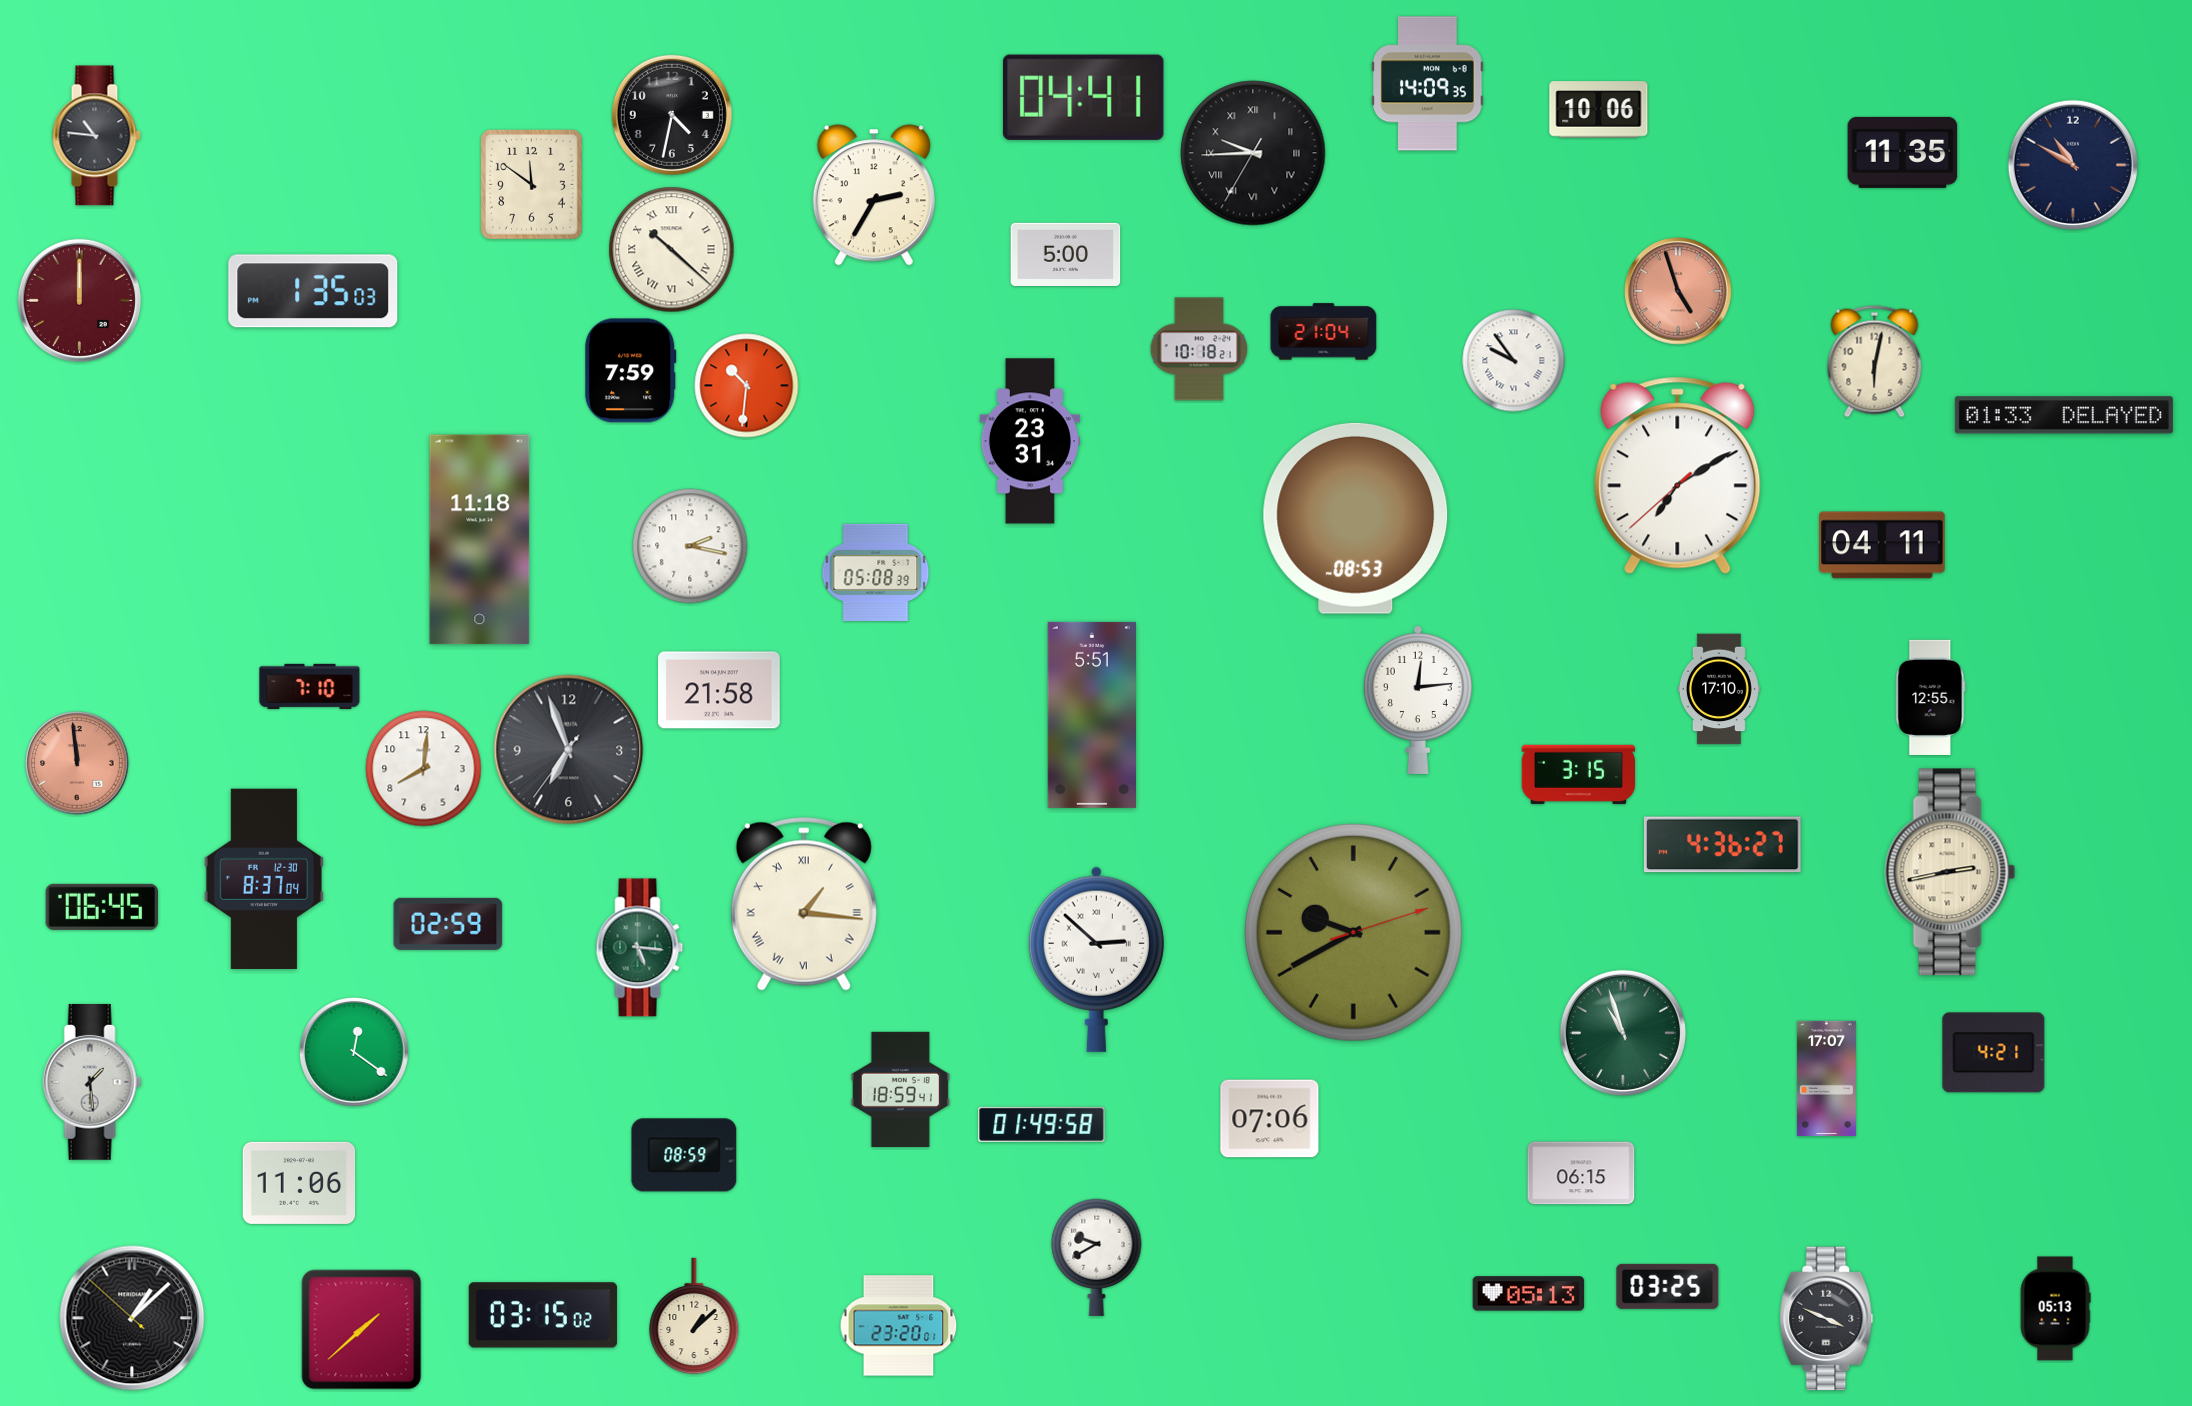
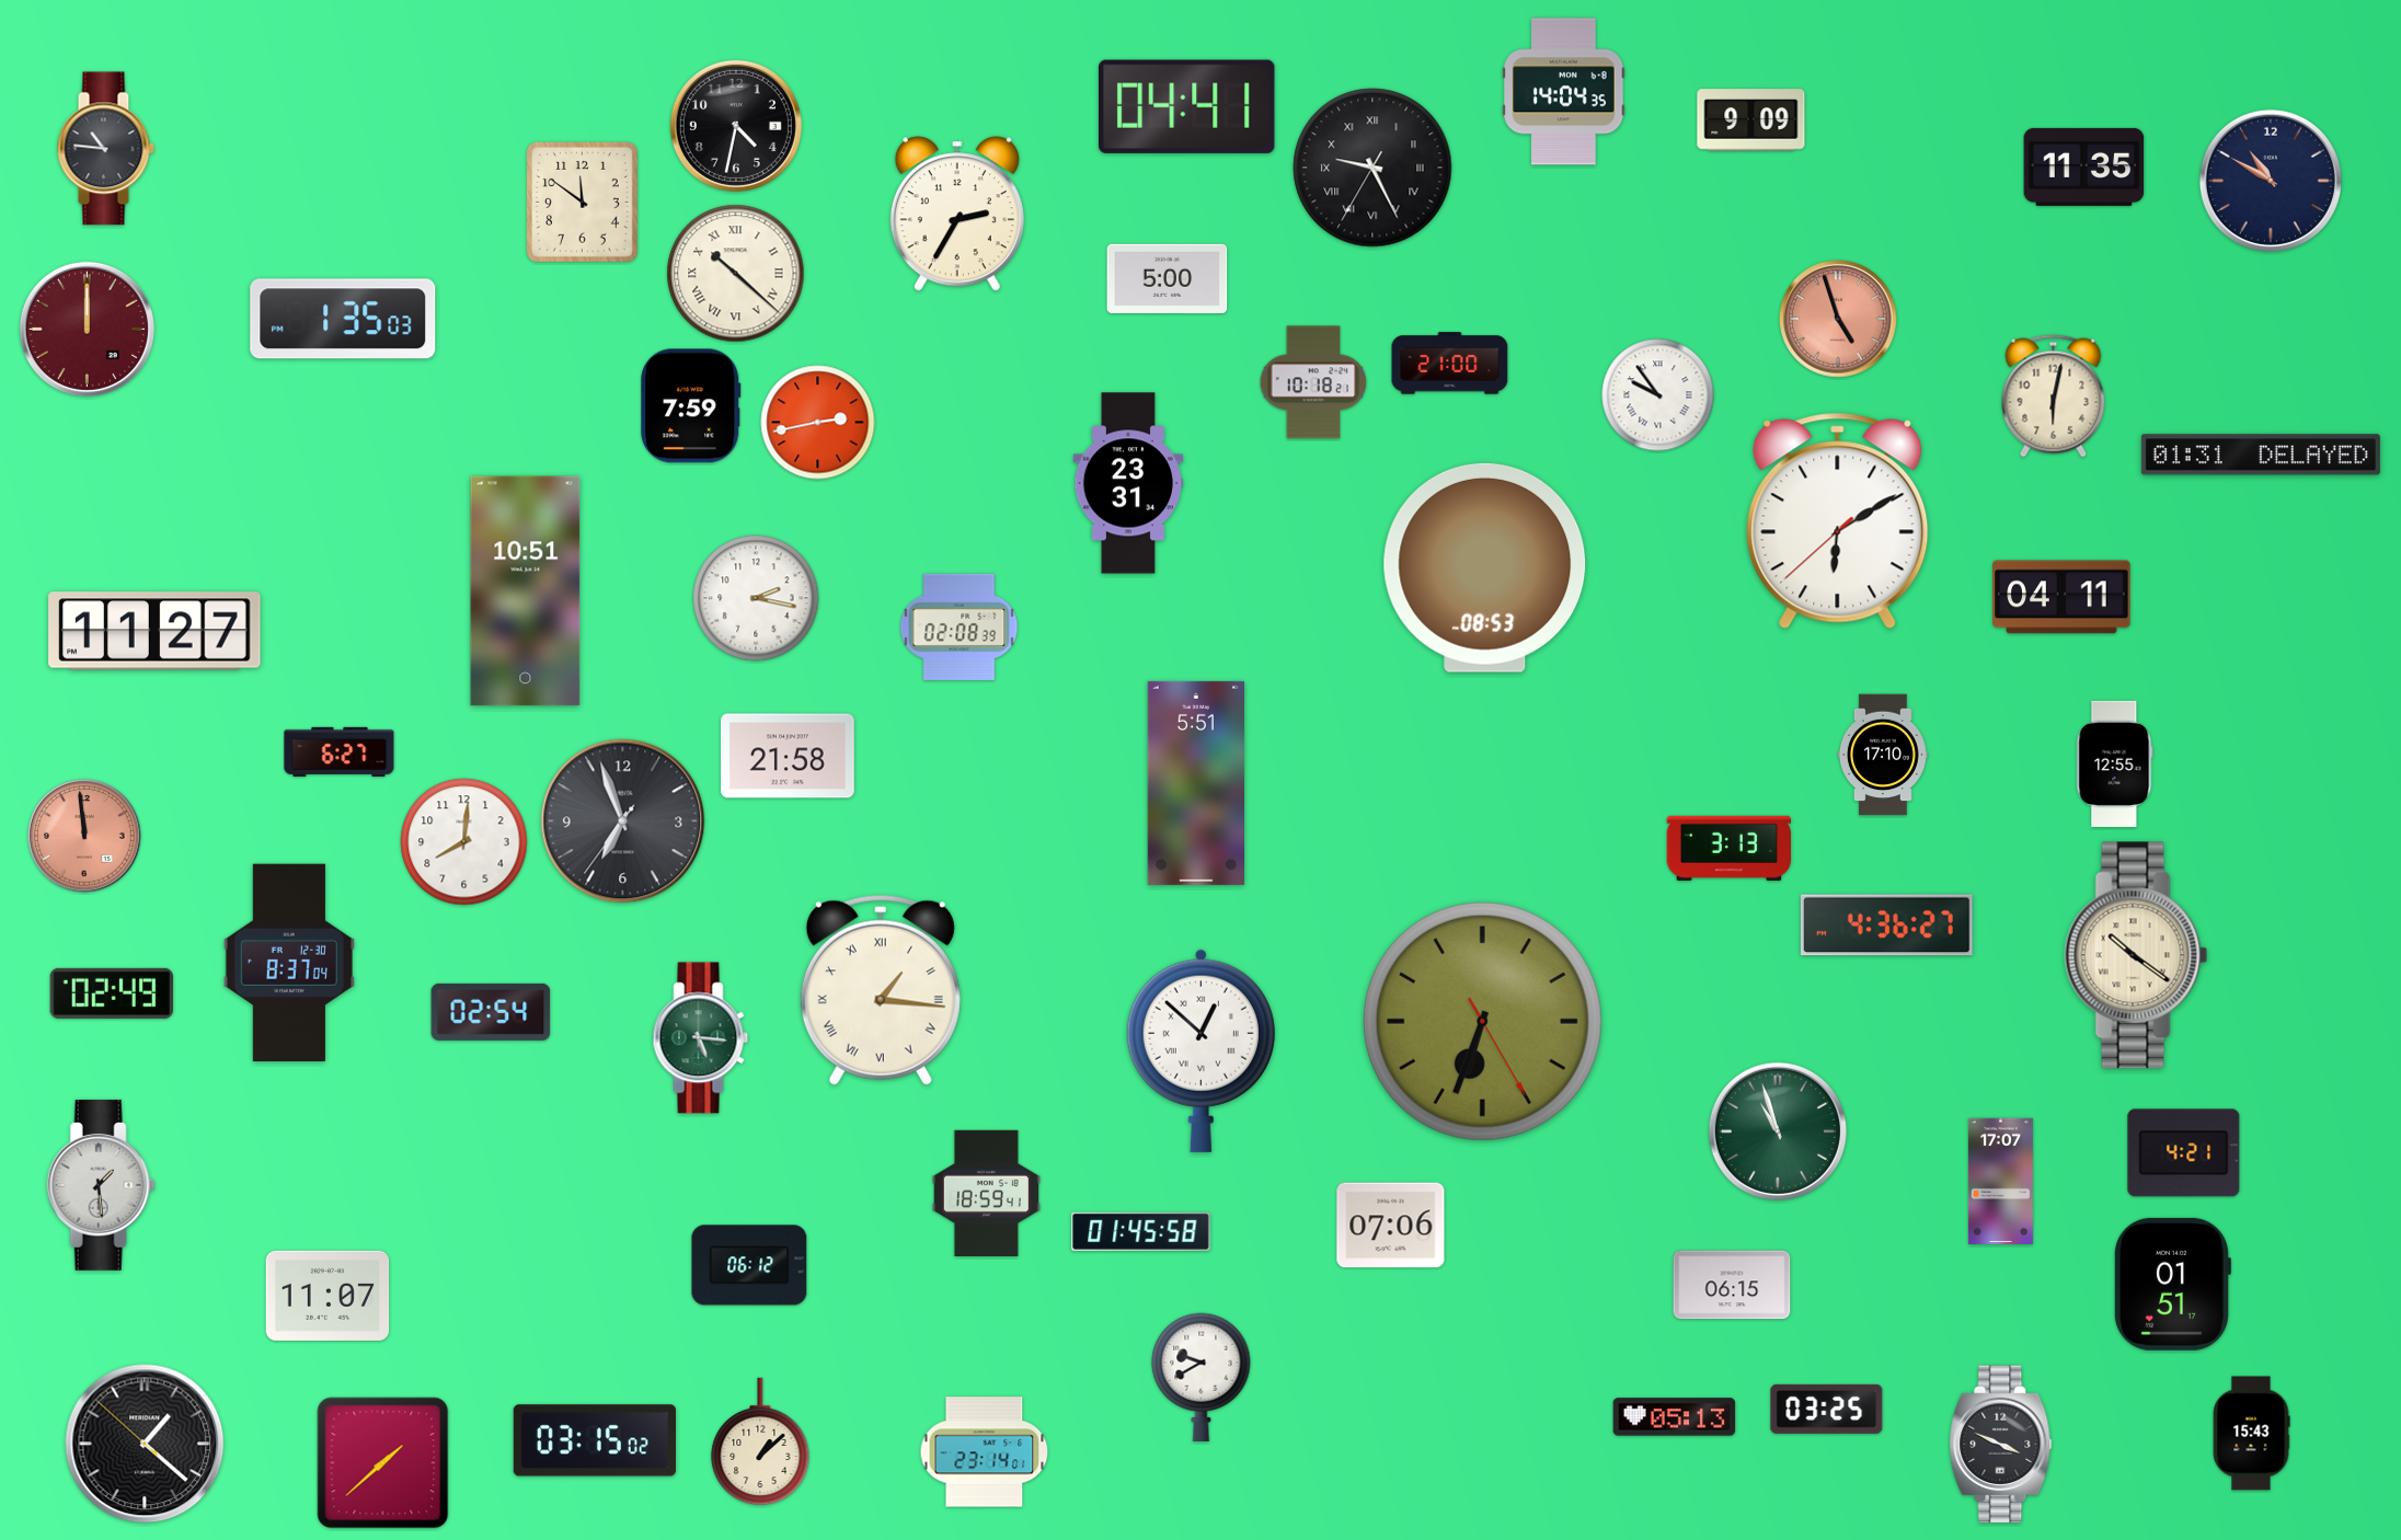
clock at (1428, 84): 14:09 -> 14:04
clock at (1599, 110): 10:06 -> 9:09
clock at (1253, 153): 9:44 -> 9:25
clock at (1324, 332): 21:04 -> 21:00
clock at (747, 386): 10:31 -> 2:43
clock at (2064, 415): 01:33 -> 01:31
clock at (1678, 476): 7:09 -> 6:09
clock at (480, 540): 11:18 -> 10:51
clock at (876, 572): 05:08 -> 02:08
clock at (154, 631): none -> 11:27
clock at (310, 686): 7:10 -> 6:27
clock at (1418, 700): 12:14 -> none
clock at (1578, 774): 3:15 -> 3:13
clock at (1950, 872): 2:43 -> 10:21
clock at (101, 907): 06:45 -> 02:49
clock at (448, 924): 02:59 -> 02:54
clock at (1353, 932): 9:40 -> 6:33
clock at (1096, 959): 2:52 -> 12:52
clock at (355, 1053): 12:21 -> none
clock at (1042, 1124): 01:49 -> 01:45
clock at (684, 1155): 08:59 -> 06:12
clock at (2172, 1284): none -> 01:51
clock at (299, 1183): 11:06 -> 11:07
clock at (2055, 1309): 05:13 -> 15:43
clock at (132, 1318): 1:07 -> 1:21
clock at (899, 1326): 23:20 -> 23:14
clock at (362, 1330) position: (362, 1330) -> (383, 1463)
